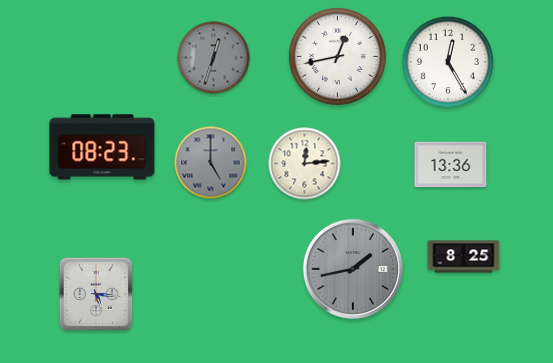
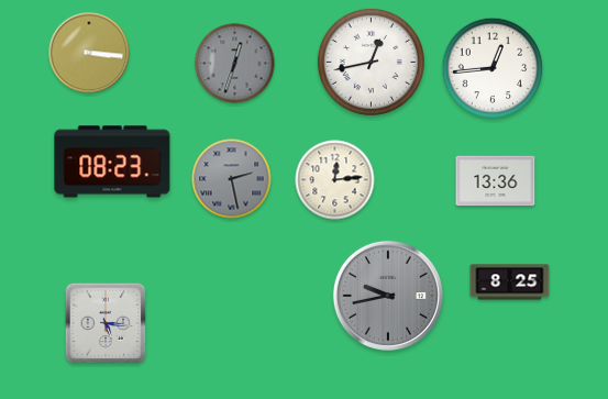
clock at (89, 53): none -> 3:16
clock at (448, 62): 12:25 -> 12:44
clock at (211, 163): 5:00 -> 2:28
clock at (353, 269): 1:43 -> 9:43
